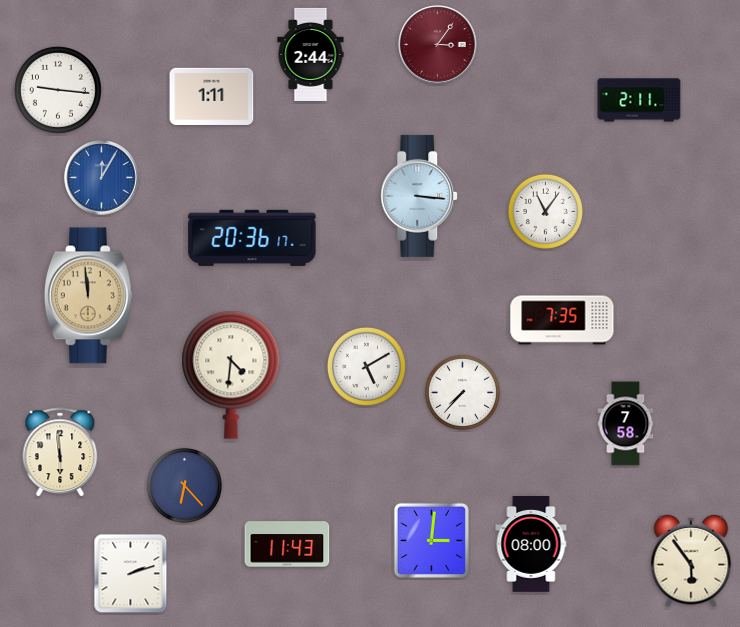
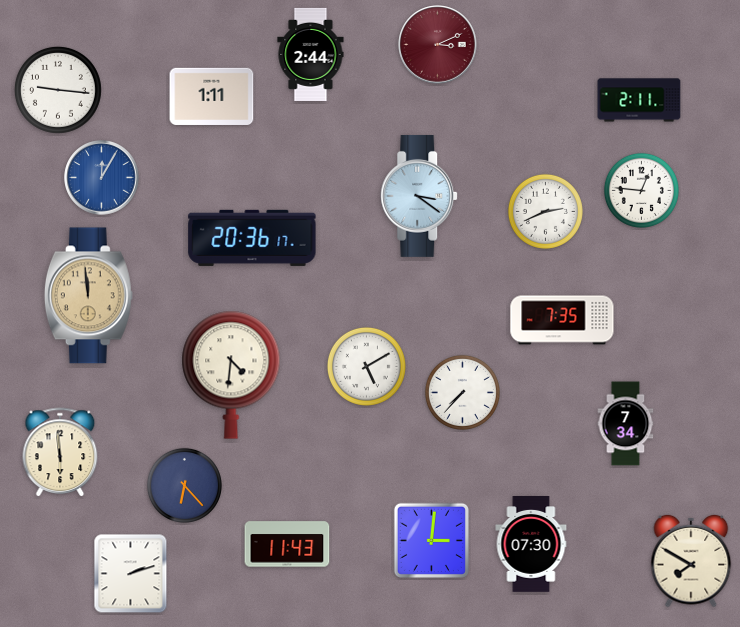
clock at (438, 45): 3:06 -> 3:11
clock at (641, 190): none -> 12:46
clock at (420, 196): 3:16 -> 3:21
clock at (545, 211): 11:06 -> 2:41
clock at (626, 424): 7:58 -> 7:34
clock at (531, 545): 08:00 -> 07:30
clock at (691, 561): 5:54 -> 7:50
